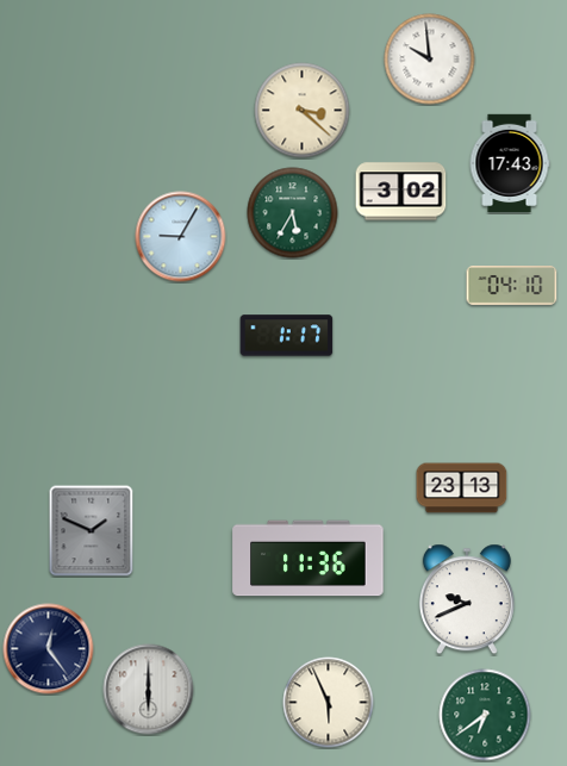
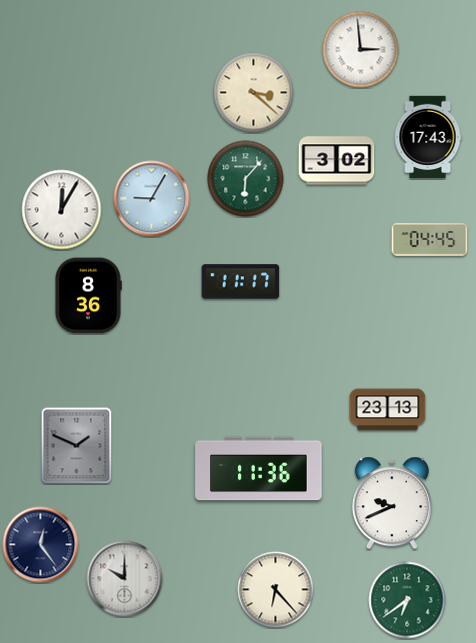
clock at (430, 60): 9:59 -> 2:59
clock at (293, 213): 5:35 -> 6:07
clock at (62, 210): none -> 12:05
clock at (512, 286): 04:10 -> 04:45
clock at (287, 336): 1:17 -> 11:17
clock at (88, 296): none -> 8:36
clock at (149, 690): 6:00 -> 10:00
clock at (329, 703): 5:56 -> 6:23
